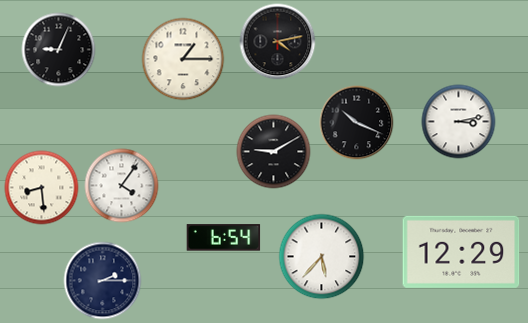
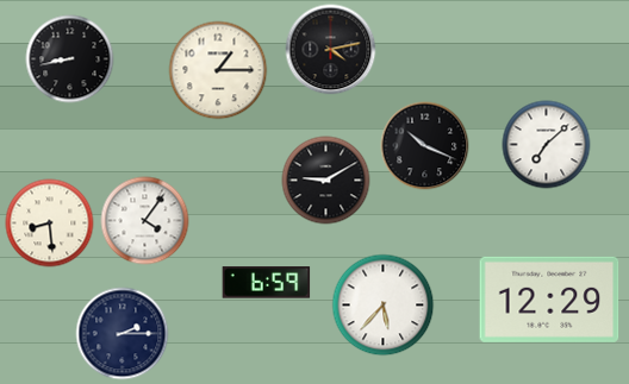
clock at (59, 50): 9:04 -> 8:43
clock at (459, 122): 3:13 -> 7:08
clock at (224, 238): 6:54 -> 6:59
